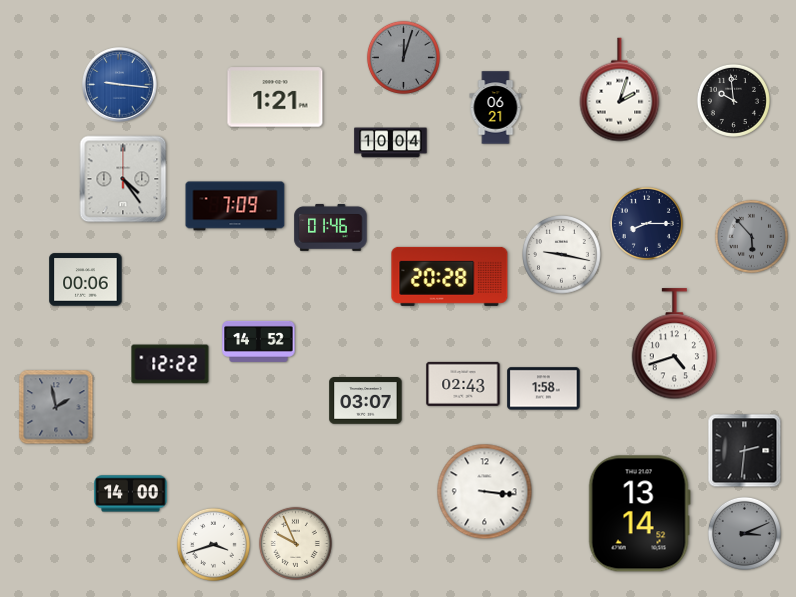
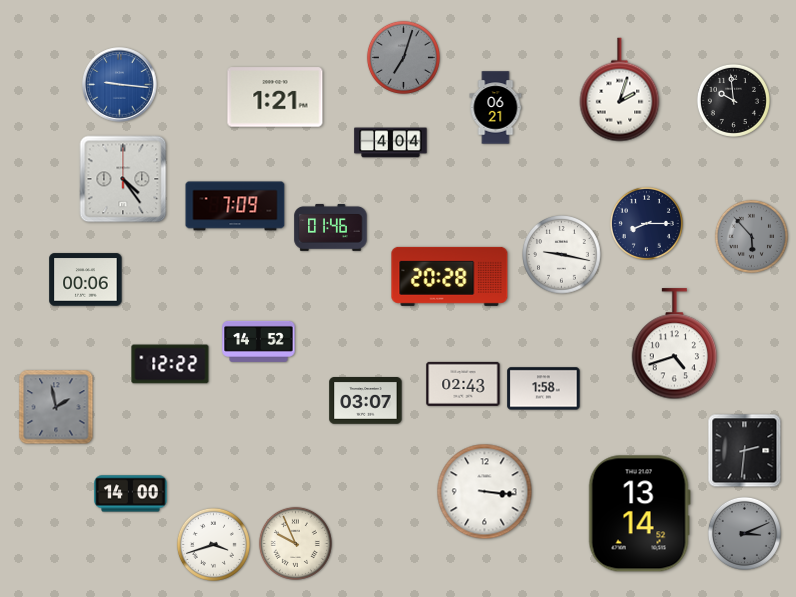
clock at (403, 57): 12:03 -> 7:03
clock at (391, 143): 10:04 -> 4:04
